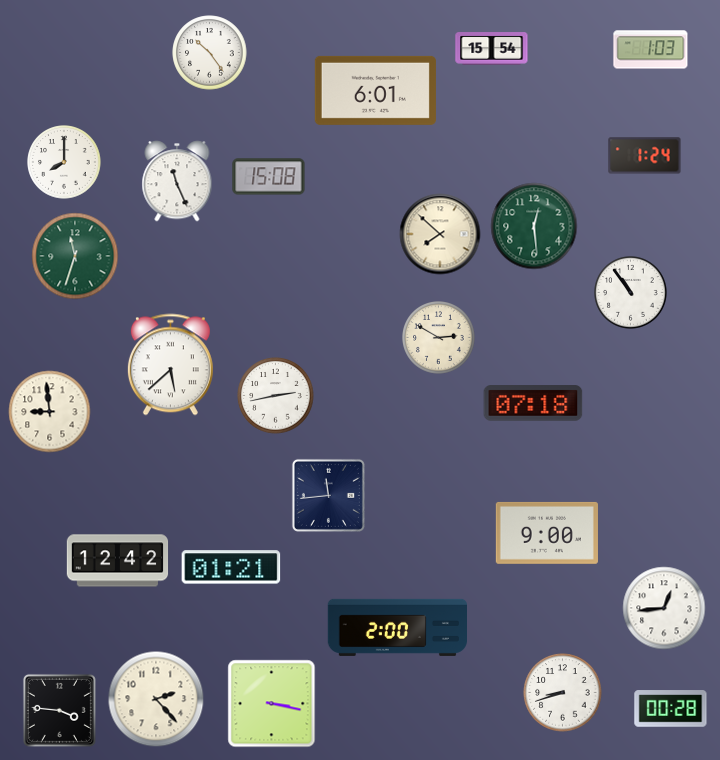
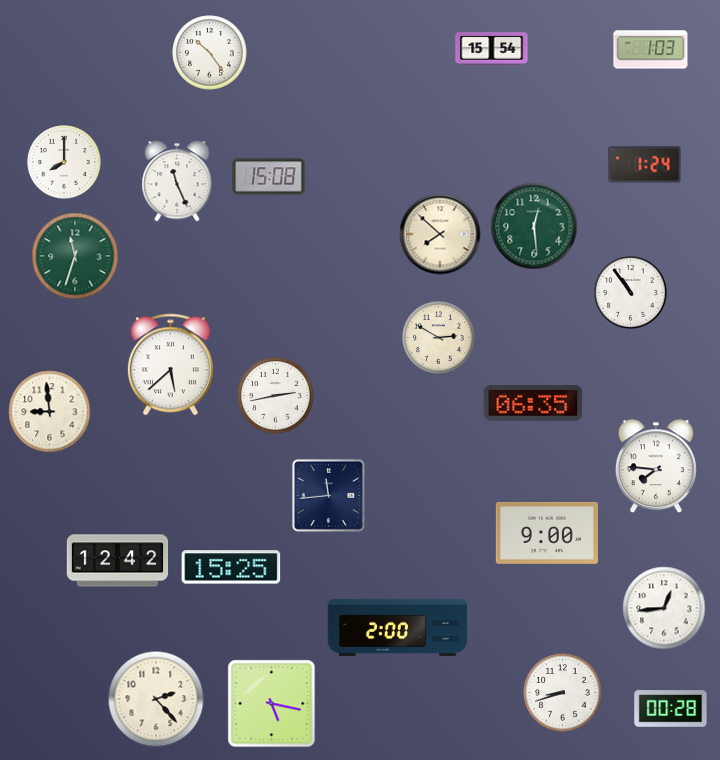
clock at (375, 90): 6:01 -> none
clock at (645, 156) position: (645, 156) -> (645, 165)
clock at (533, 403): 07:18 -> 06:35
clock at (656, 467): none -> 7:46
clock at (231, 567): 01:21 -> 15:25
clock at (272, 704): 3:17 -> 5:17
clock at (59, 710): 3:46 -> none
